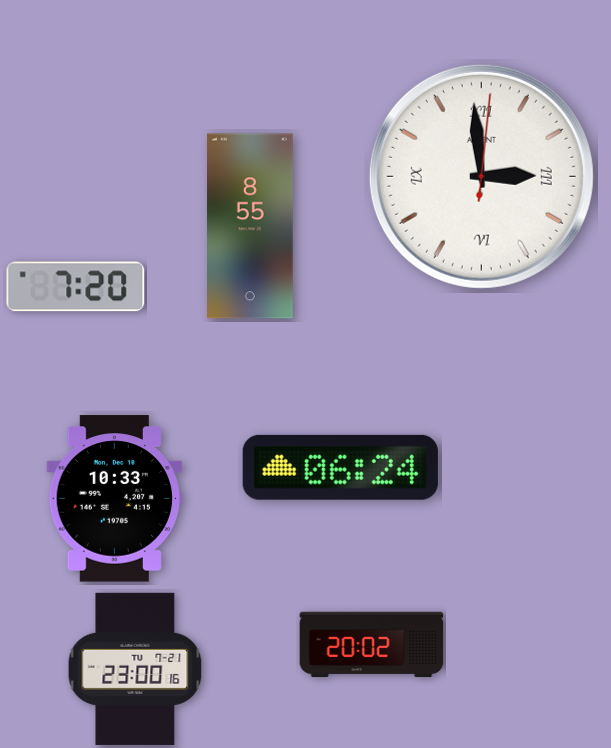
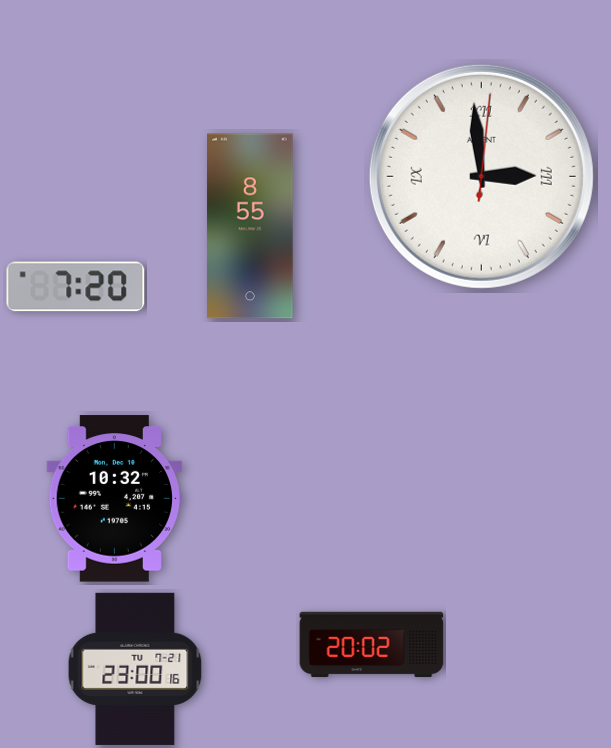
clock at (340, 467): 06:24 -> none
clock at (115, 499): 10:33 -> 10:32
